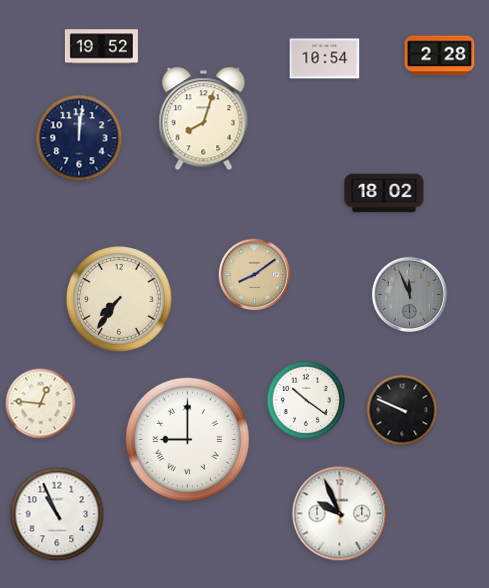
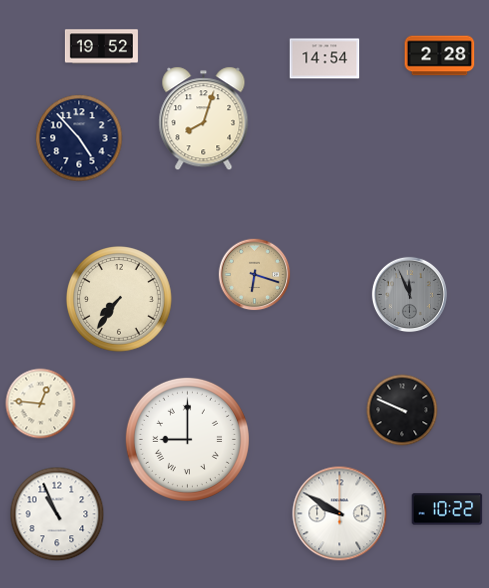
clock at (325, 59): 10:54 -> 14:54
clock at (79, 138): 12:01 -> 4:53
clock at (384, 193): 18:02 -> none
clock at (255, 275): 8:09 -> 6:18
clock at (305, 399): 10:21 -> none
clock at (447, 509): none -> 10:22
clock at (340, 514): 9:56 -> 9:50
